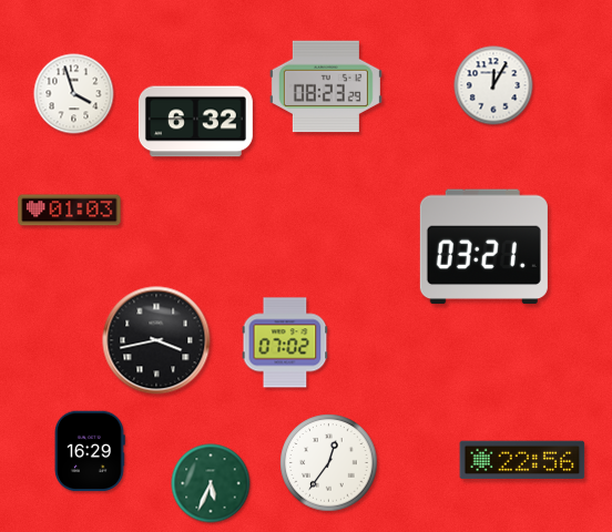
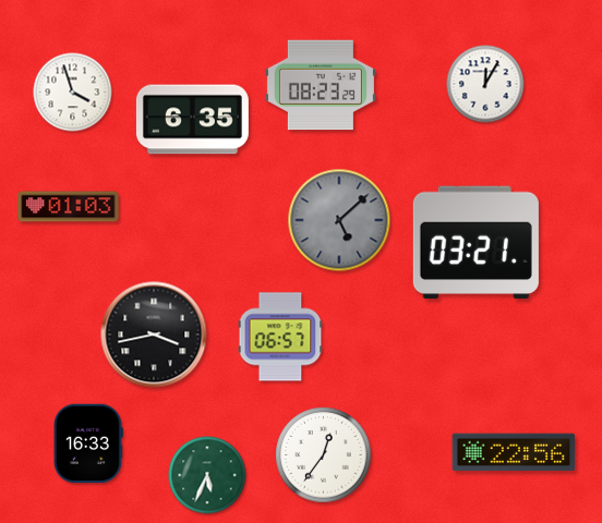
clock at (195, 122): 6:32 -> 6:35
clock at (339, 220): none -> 5:08
clock at (285, 342): 07:02 -> 06:57
clock at (90, 451): 16:29 -> 16:33
